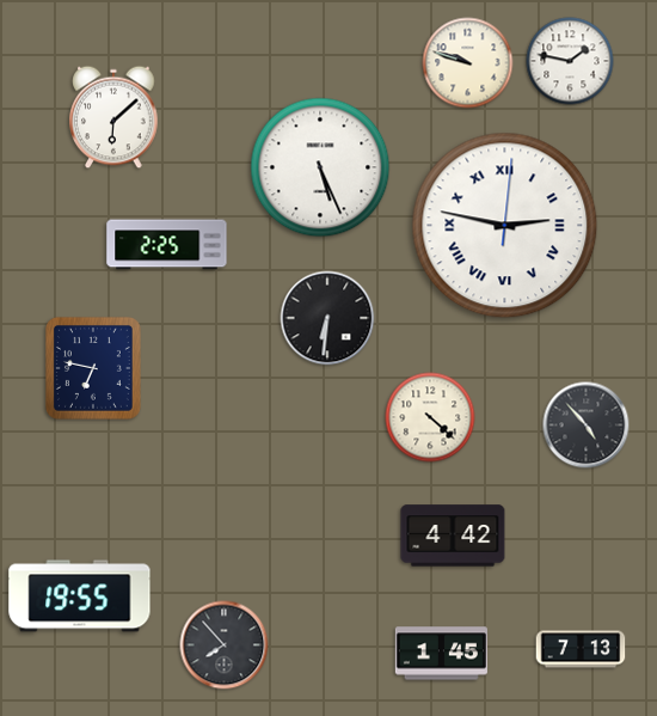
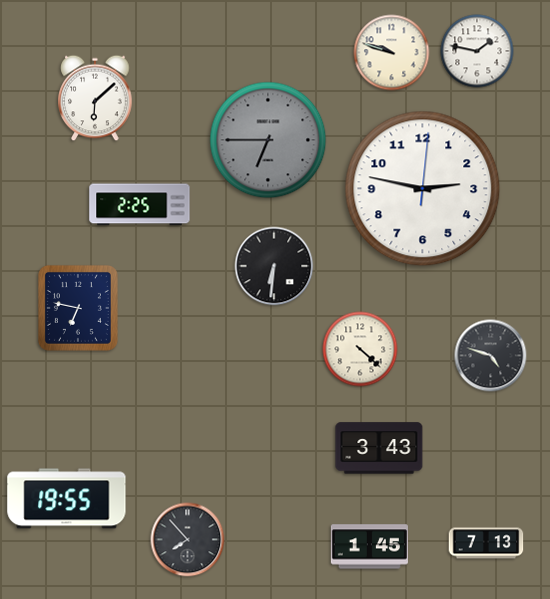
clock at (320, 167): 5:26 -> 6:45
clock at (320, 167) dial: white -> grey
clock at (505, 226) numerals: Roman -> Arabic
clock at (587, 426): 4:53 -> 4:48
clock at (453, 536): 4:42 -> 3:43
